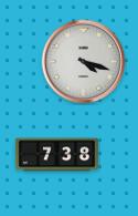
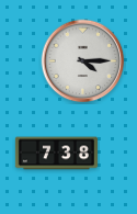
clock at (84, 62): 4:18 -> 4:15
